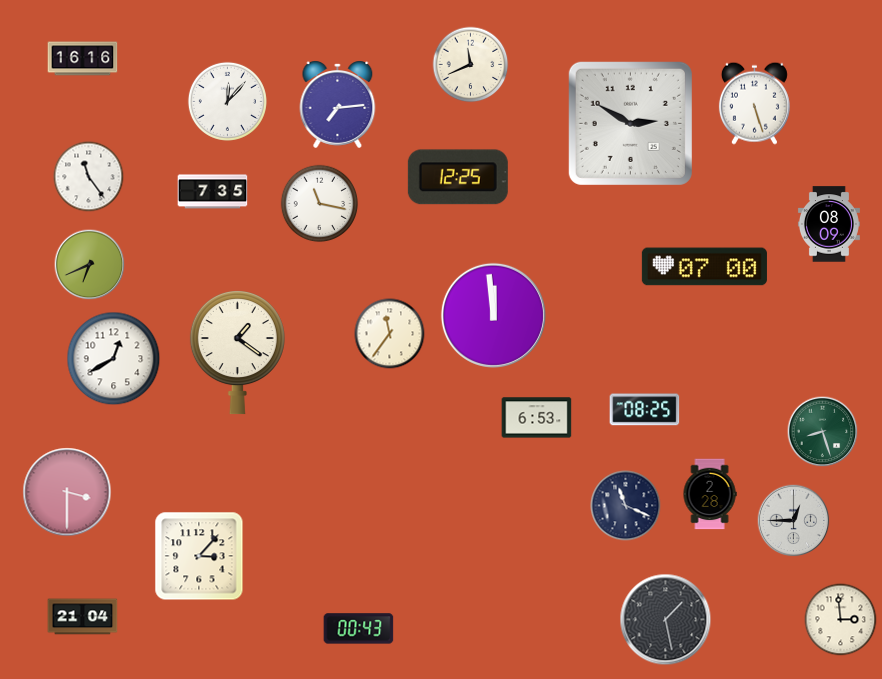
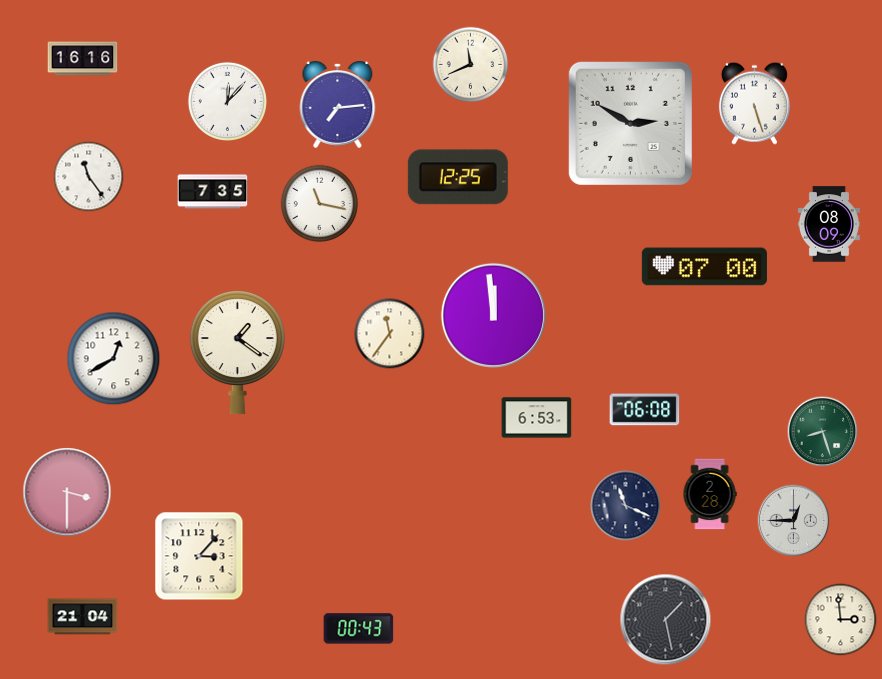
clock at (90, 265): 6:41 -> none
clock at (645, 410): 08:25 -> 06:08
